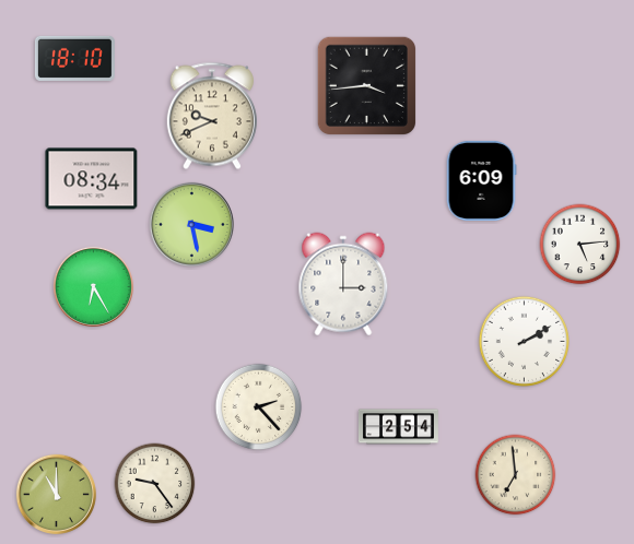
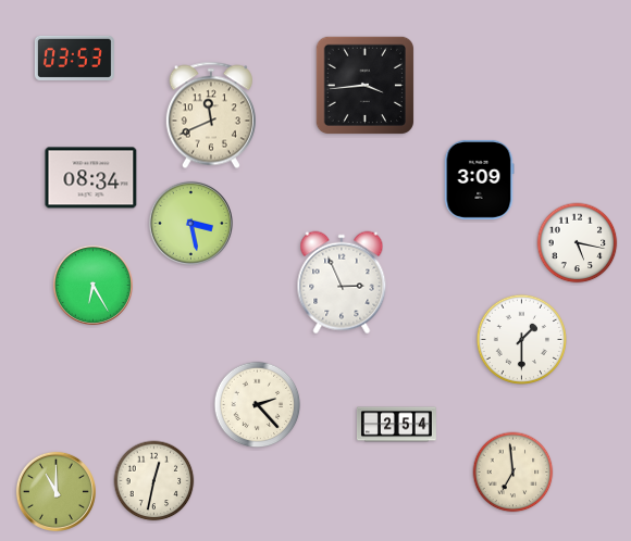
clock at (74, 58): 18:10 -> 03:53
clock at (212, 116): 9:41 -> 11:41
clock at (481, 180): 6:09 -> 3:09
clock at (580, 245): 5:14 -> 5:17
clock at (343, 284): 3:00 -> 2:56
clock at (524, 341): 2:10 -> 1:30
clock at (155, 484): 9:24 -> 12:32
